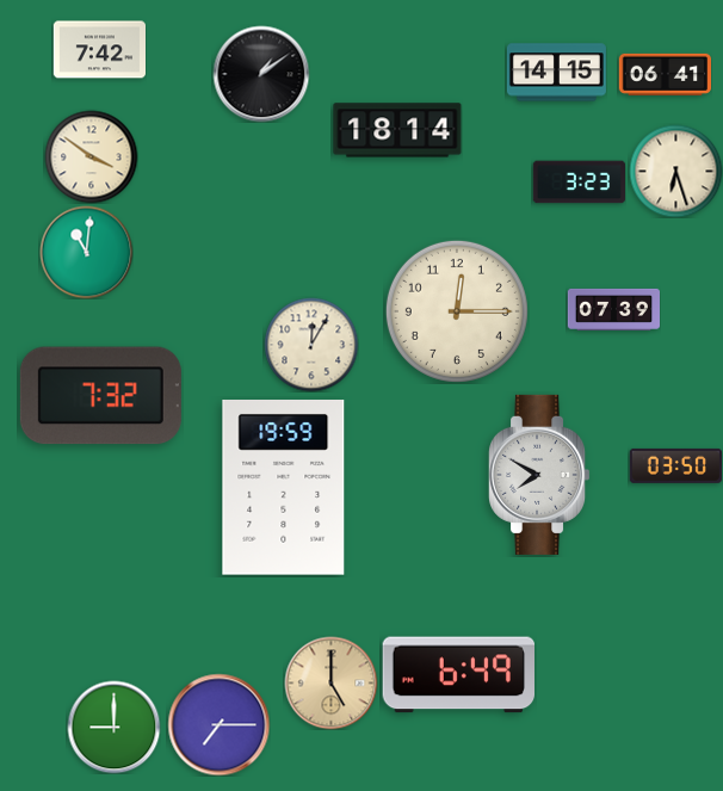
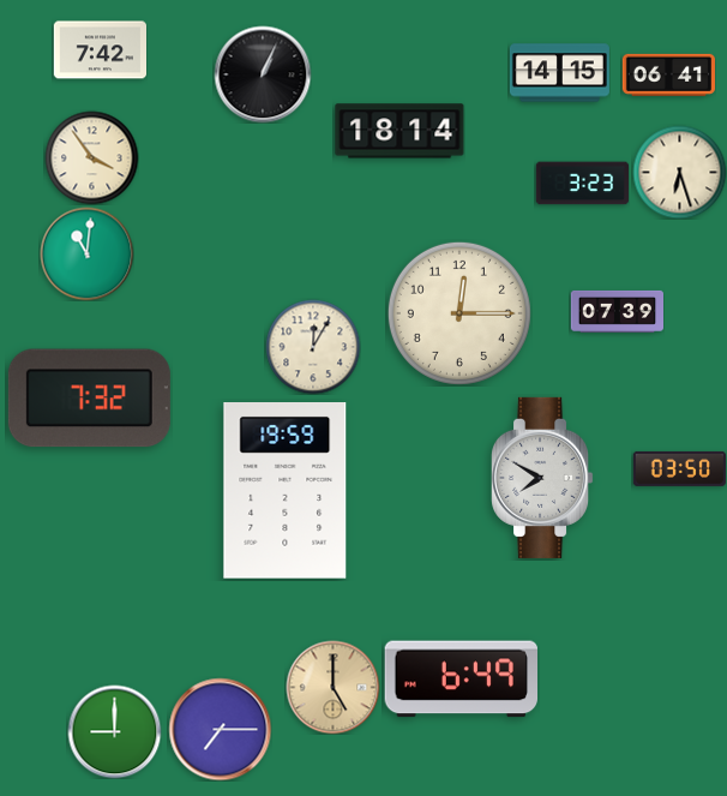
clock at (261, 74): 1:09 -> 1:04
clock at (91, 156): 3:51 -> 3:54
clock at (100, 396) position: (100, 396) -> (89, 399)
